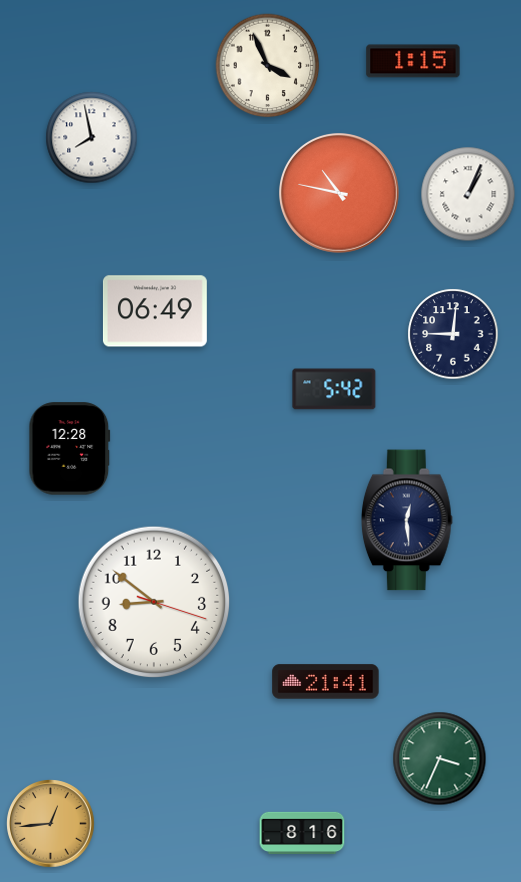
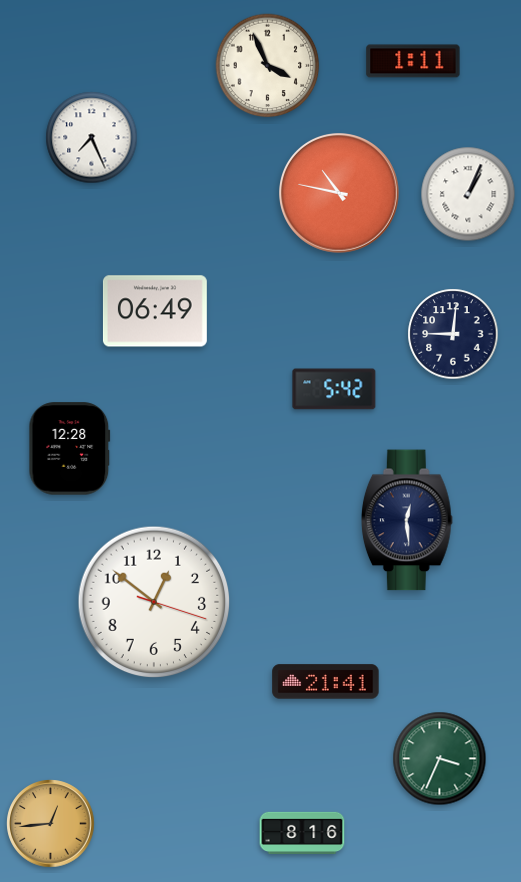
clock at (413, 61): 1:15 -> 1:11
clock at (92, 138): 7:58 -> 7:26
clock at (154, 602): 8:51 -> 12:51
